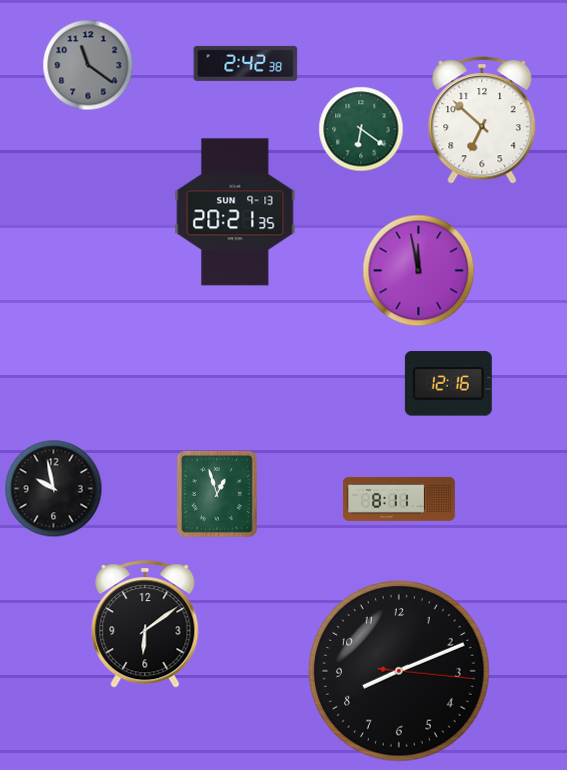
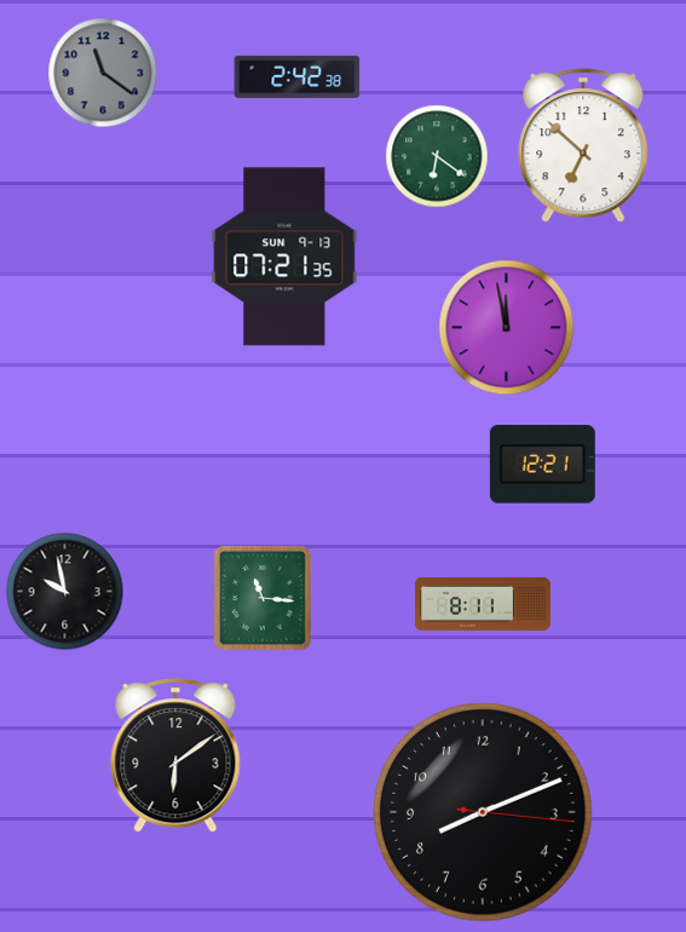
clock at (88, 65) position: (88, 65) -> (103, 73)
clock at (235, 212): 20:21 -> 07:21
clock at (448, 384): 12:16 -> 12:21
clock at (217, 494): 12:57 -> 11:16
